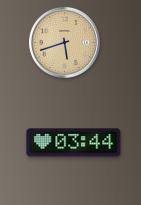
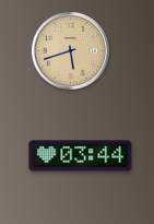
clock at (64, 42) position: (64, 42) -> (70, 50)
